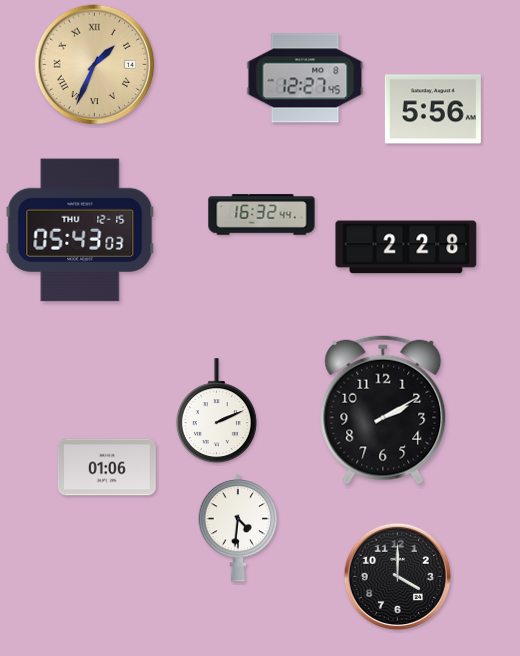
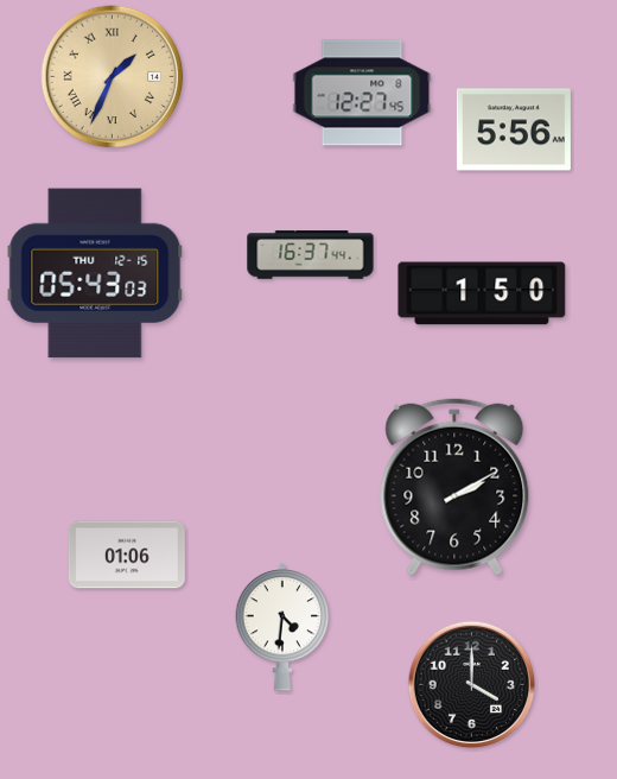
clock at (262, 215): 16:32 -> 16:37
clock at (406, 247): 2:28 -> 1:50
clock at (216, 411): 2:11 -> none
